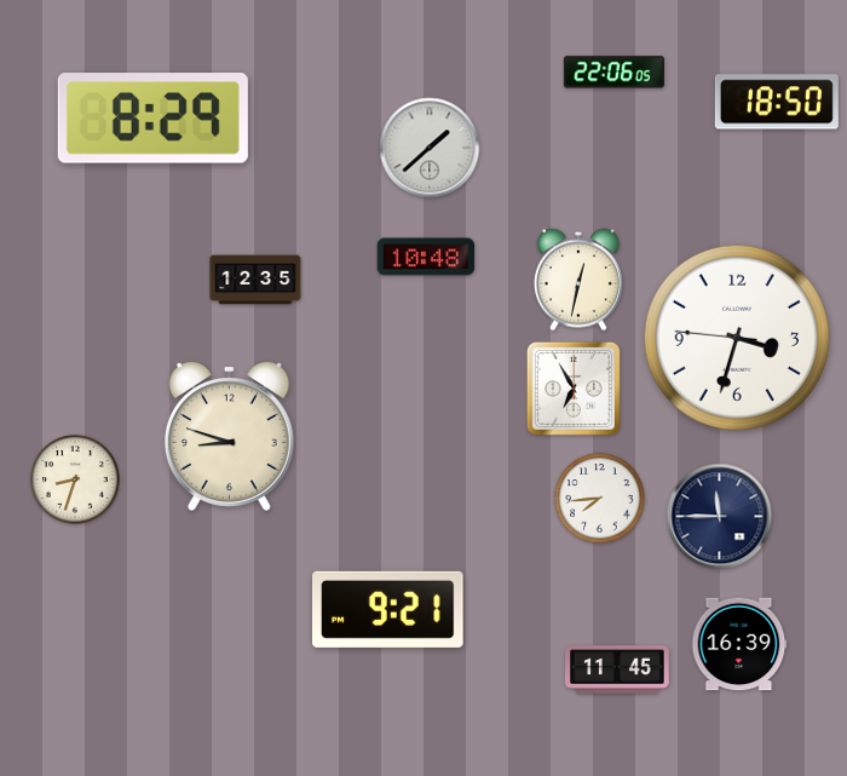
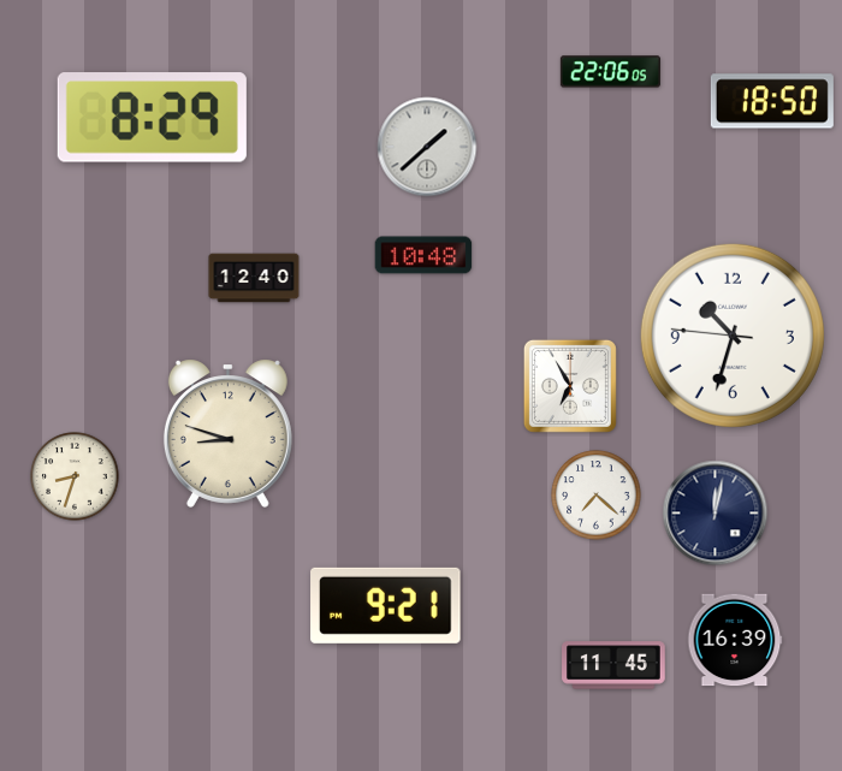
clock at (255, 280): 12:35 -> 12:40
clock at (578, 280): 12:32 -> none
clock at (737, 338): 3:32 -> 10:32
clock at (600, 499): 7:44 -> 7:22
clock at (720, 517): 11:45 -> 12:02
